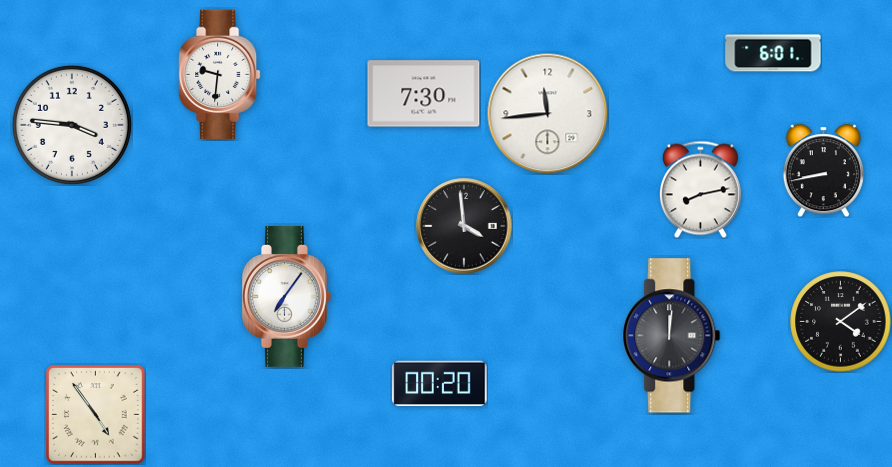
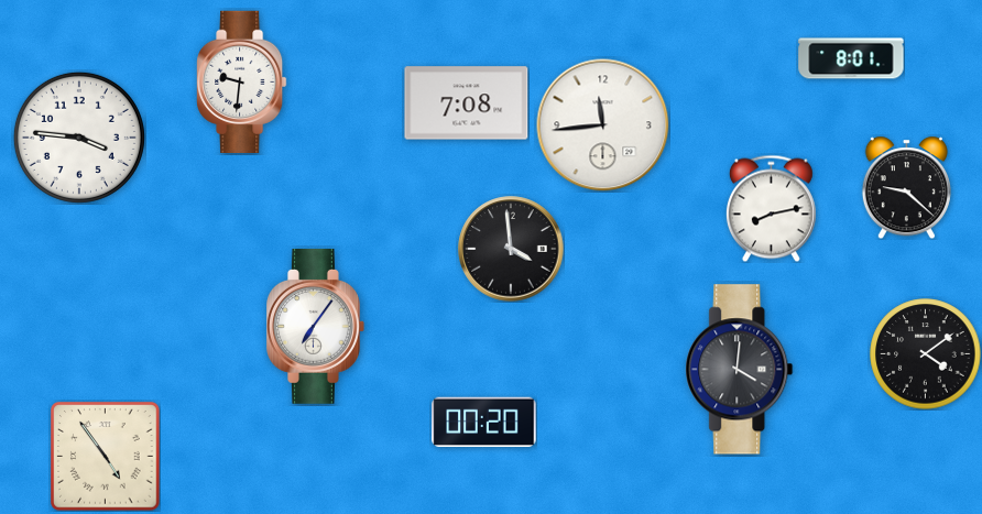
clock at (773, 53): 6:01 -> 8:01
clock at (424, 94): 7:30 -> 7:08
clock at (823, 170): 8:43 -> 9:22
clock at (672, 336): 12:01 -> 4:01
